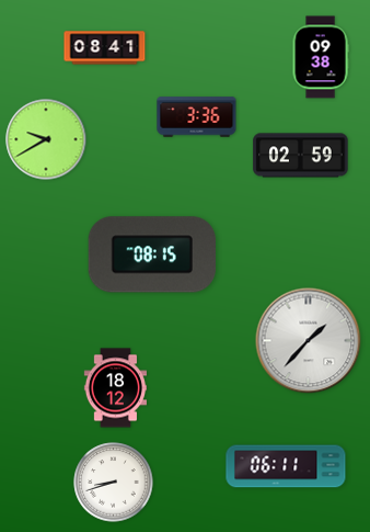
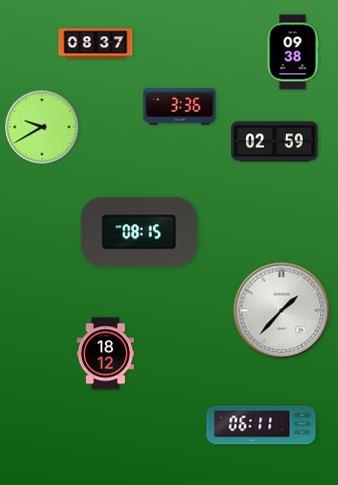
clock at (105, 48): 08:41 -> 08:37
clock at (114, 483): 8:42 -> none
